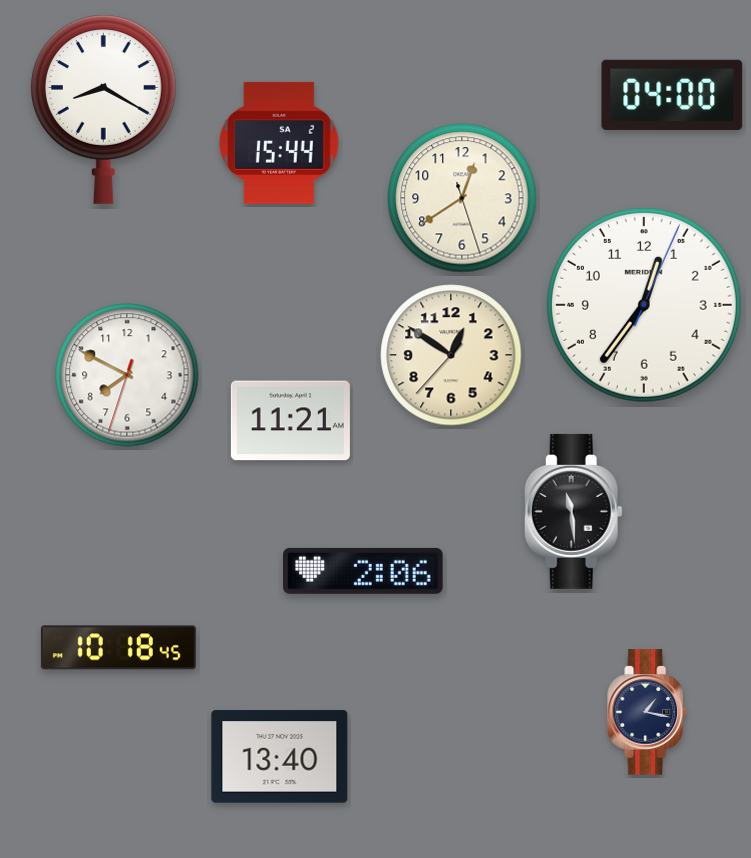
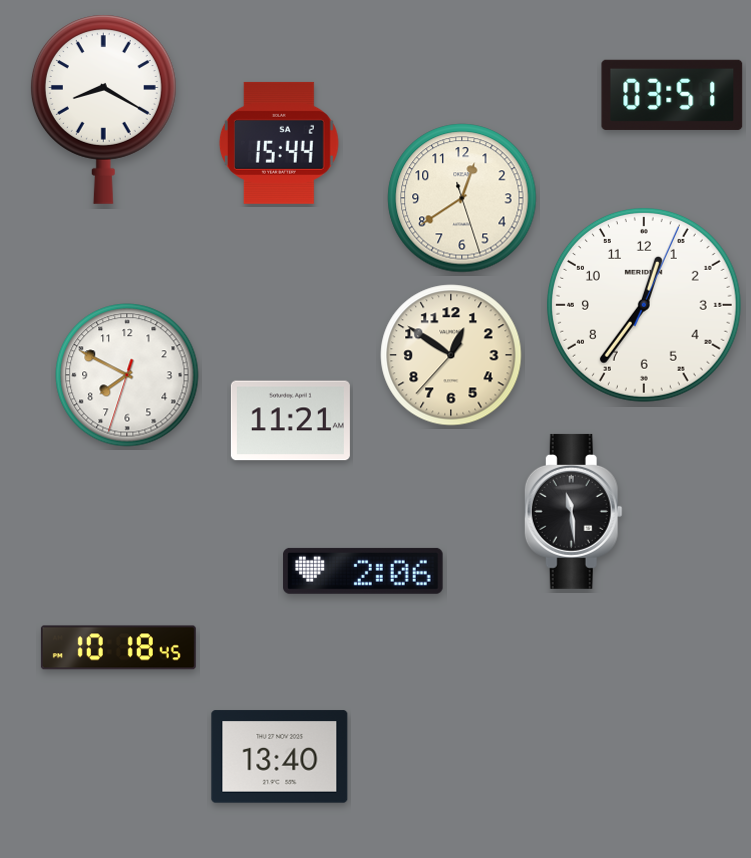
clock at (672, 95): 04:00 -> 03:51
clock at (648, 712): 1:17 -> none
